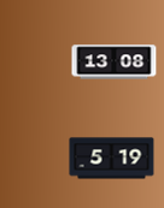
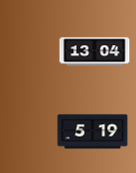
clock at (115, 63): 13:08 -> 13:04
